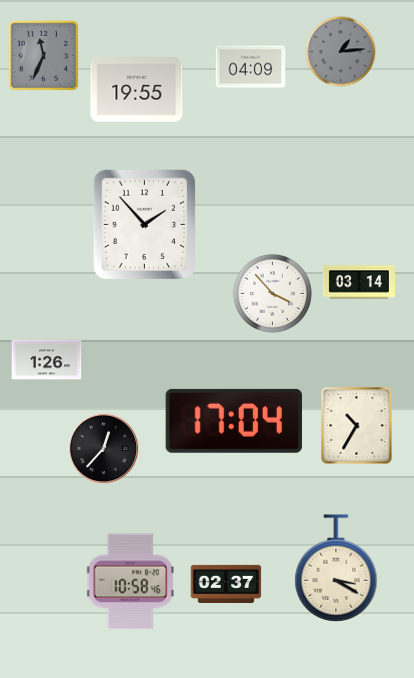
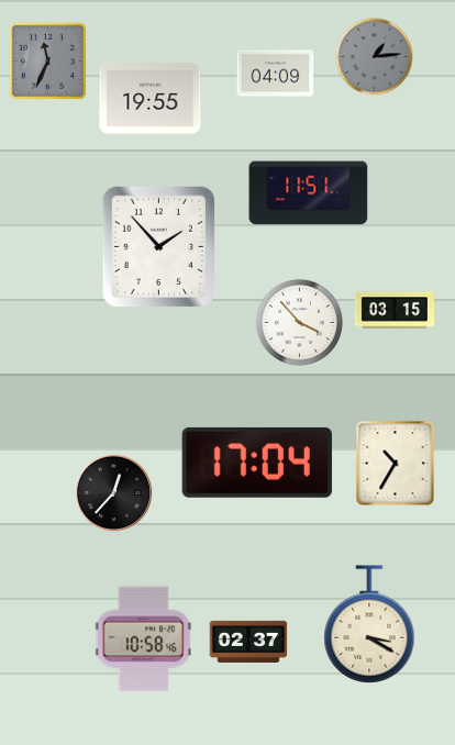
clock at (309, 193): none -> 11:51
clock at (359, 282): 03:14 -> 03:15
clock at (47, 360): 1:26 -> none
clock at (357, 426) position: (357, 426) -> (396, 464)
